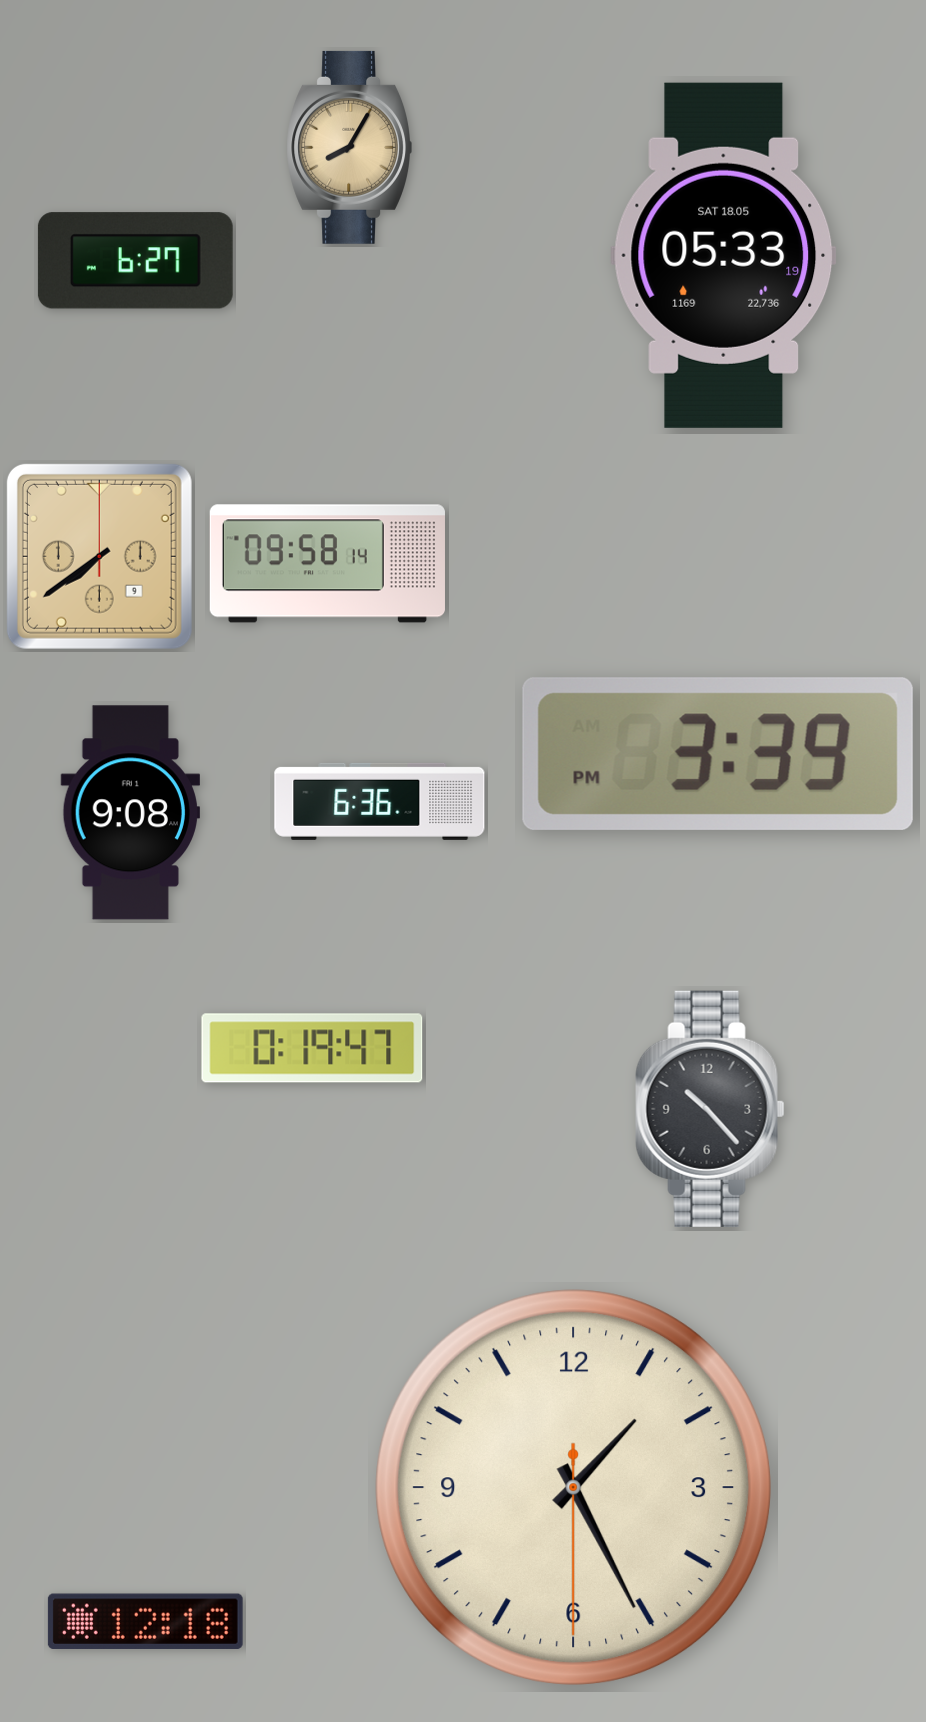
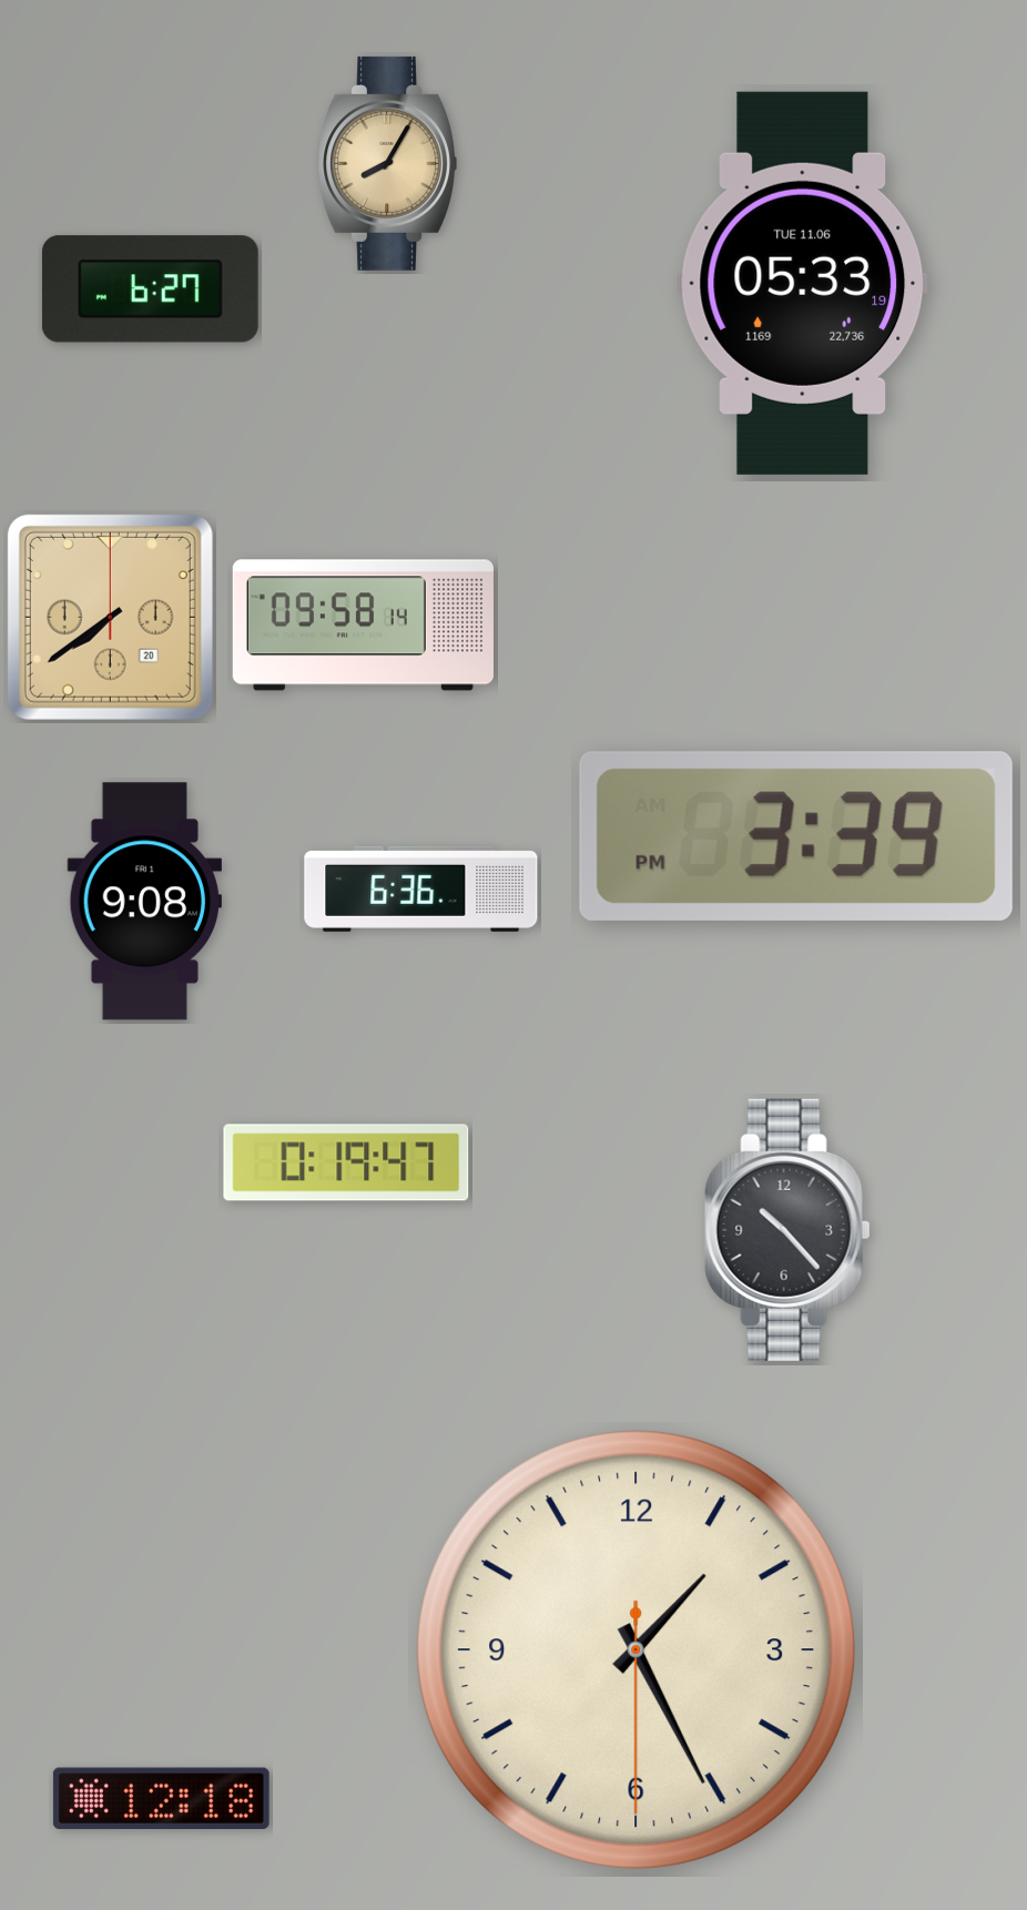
clock at (724, 255) date: SAT 18.05 -> TUE 11.06
clock at (99, 556) date: 9 -> 20
